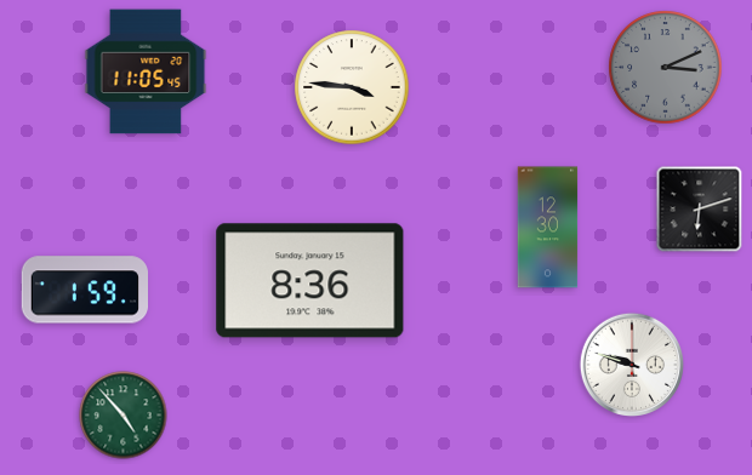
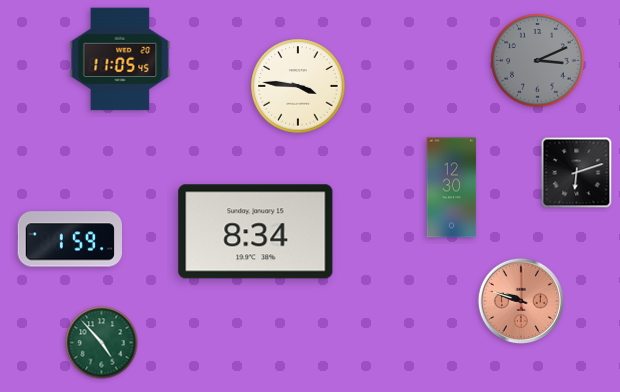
clock at (666, 68) position: (666, 68) -> (538, 61)
clock at (352, 87) position: (352, 87) -> (298, 86)
clock at (311, 281): 8:36 -> 8:34
clock at (631, 364) dial: white -> salmon
